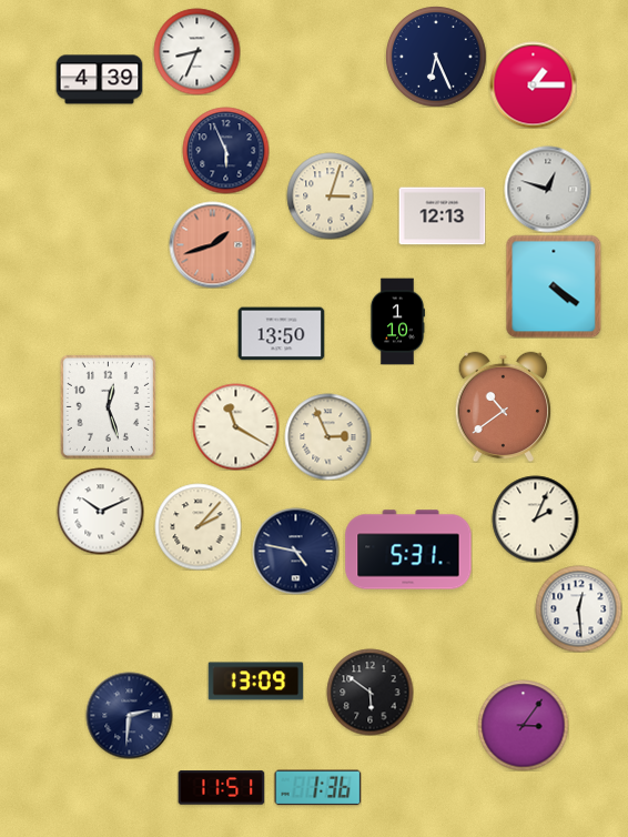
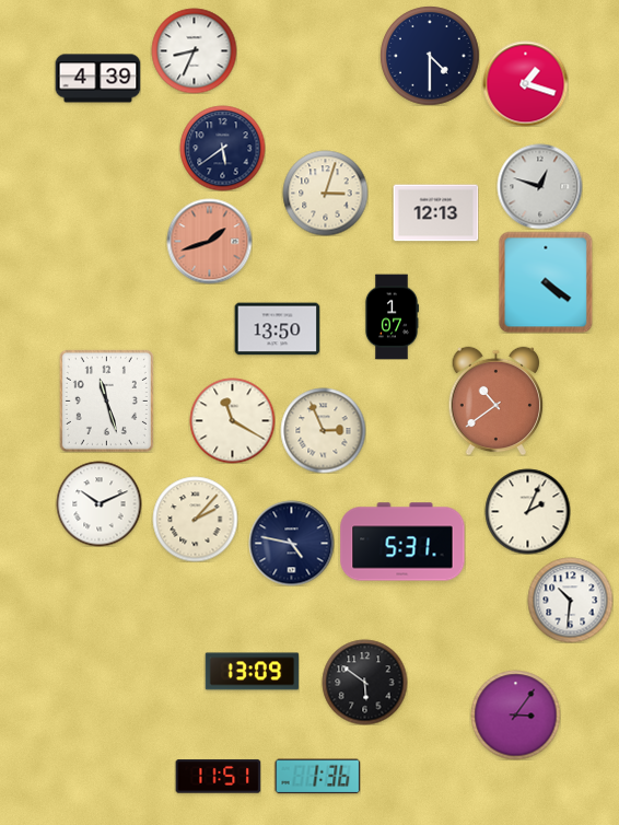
clock at (436, 57): 6:26 -> 4:30
clock at (533, 84): 1:15 -> 1:18
clock at (225, 150): 5:56 -> 5:39
clock at (396, 321): 1:10 -> 1:07
clock at (108, 406): 12:27 -> 11:27
clock at (578, 608): 12:29 -> 10:31
clock at (129, 715): 2:31 -> none
clock at (317, 788) position: (317, 788) -> (317, 777)
